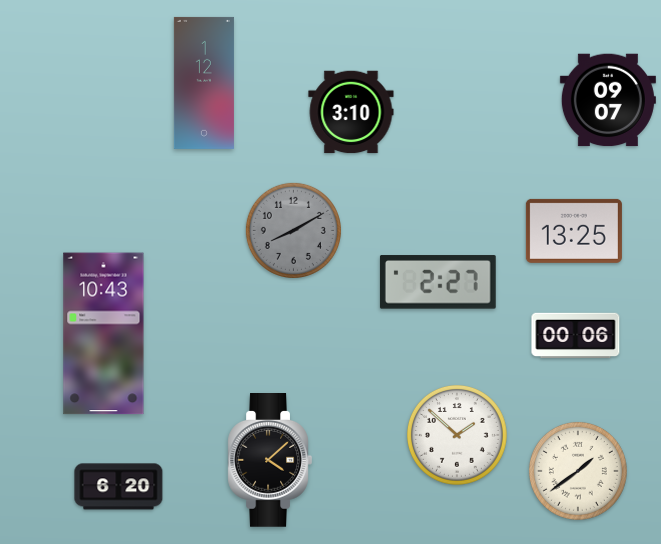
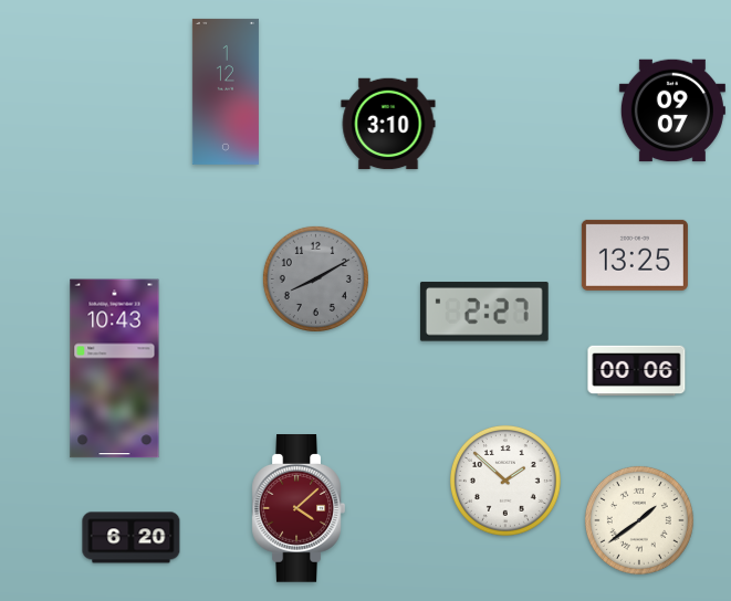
clock at (293, 230) position: (293, 230) -> (315, 278)
clock at (270, 461) dial: black -> burgundy
